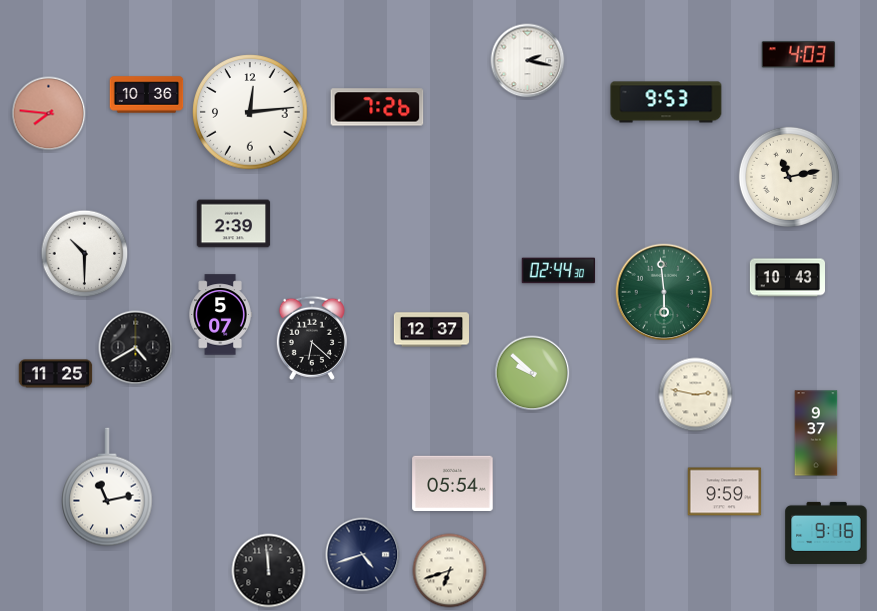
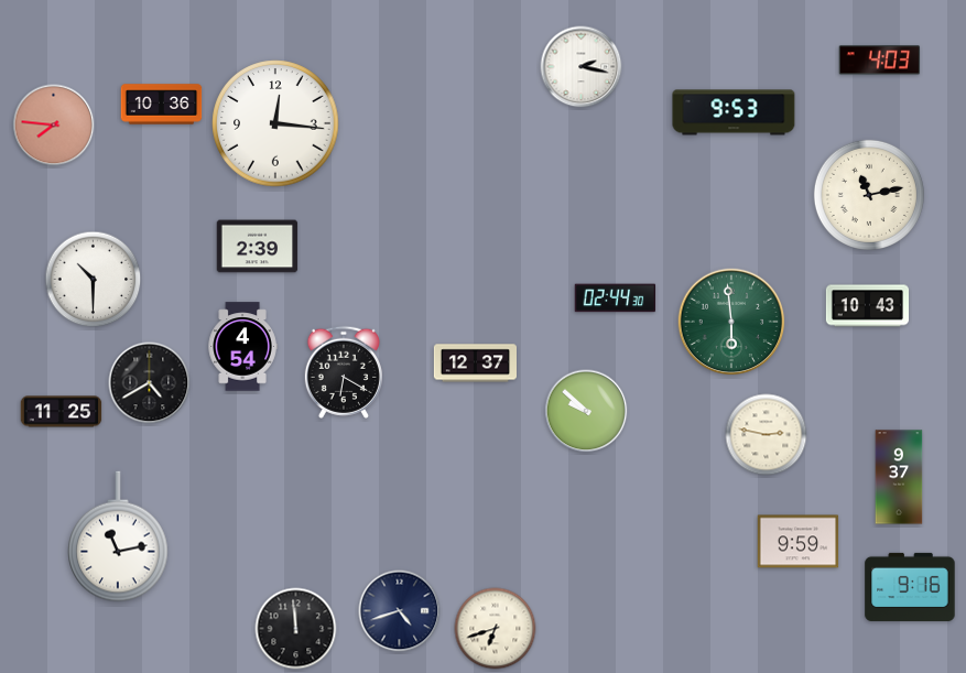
clock at (377, 107): 7:26 -> none
clock at (250, 112): 12:14 -> 12:16
clock at (220, 315): 5:07 -> 4:54
clock at (312, 338): 6:22 -> 6:20
clock at (453, 483): 05:54 -> none
